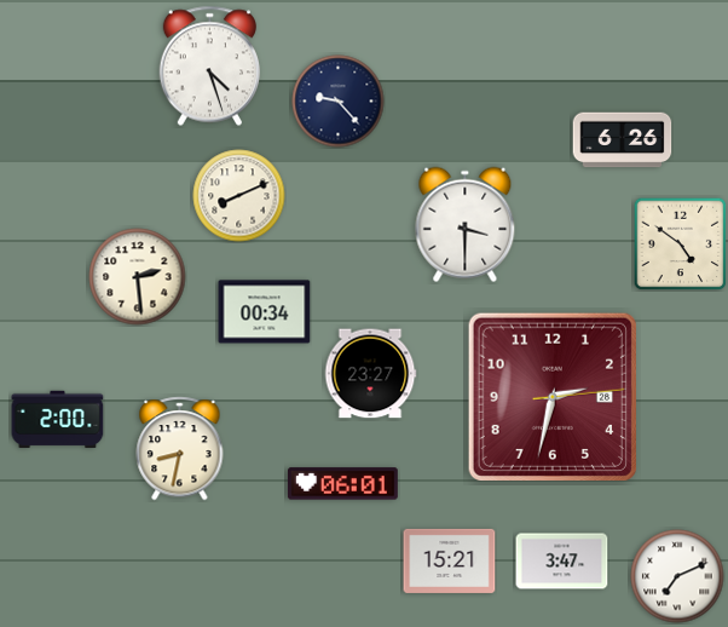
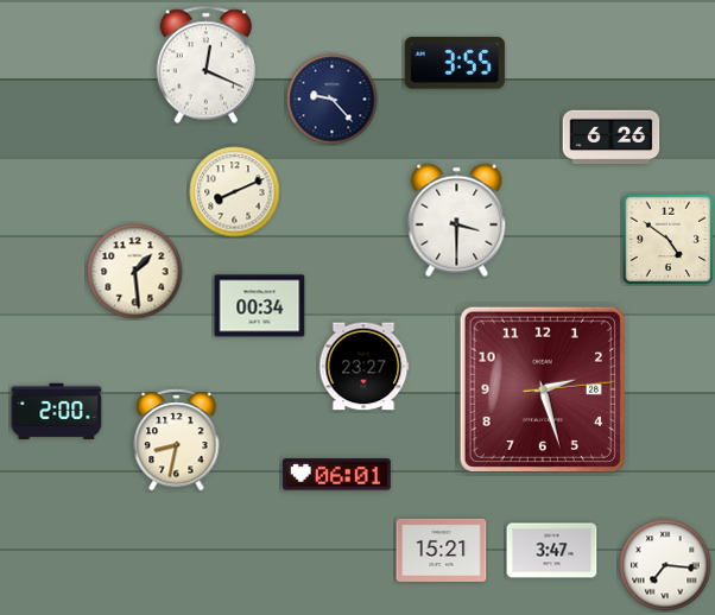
clock at (455, 63): none -> 3:55
clock at (209, 67): 4:27 -> 12:19
clock at (138, 277): 2:29 -> 1:29
clock at (553, 397): 2:32 -> 2:27
clock at (677, 576): 7:11 -> 7:16
